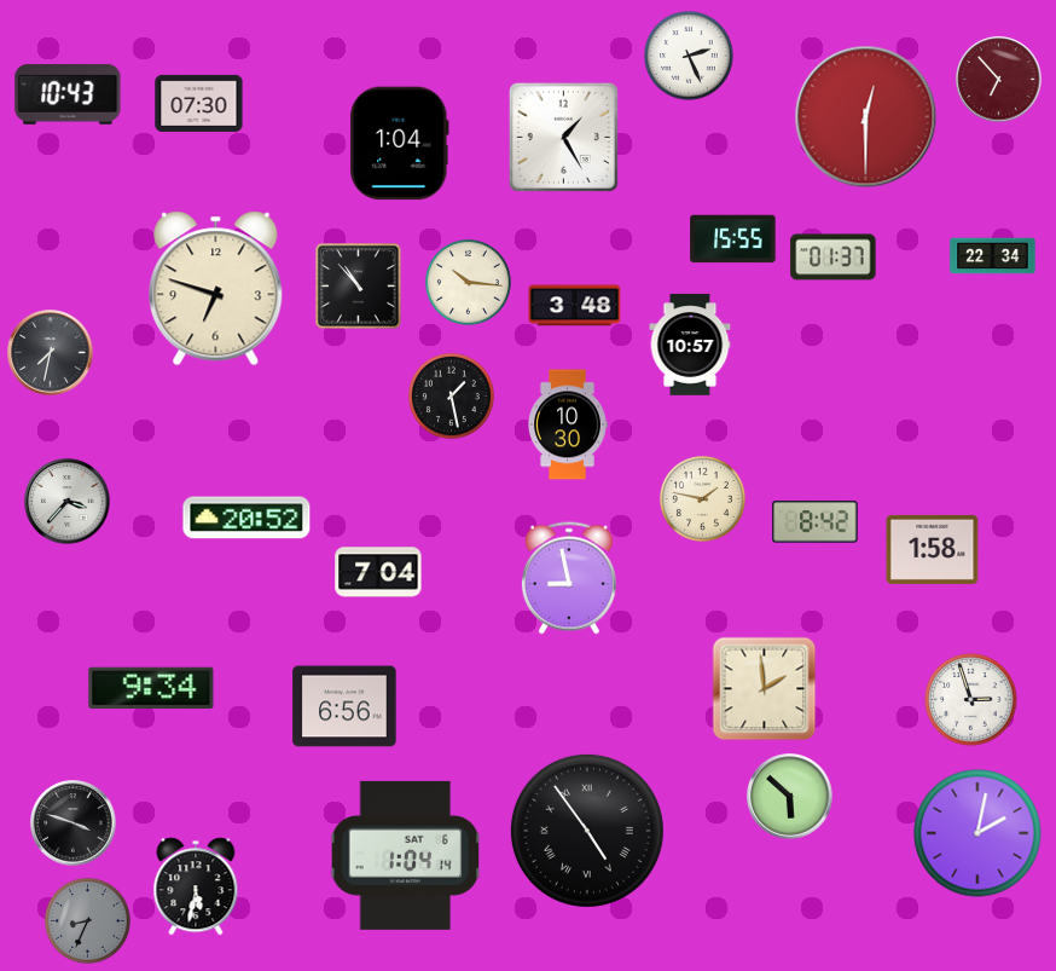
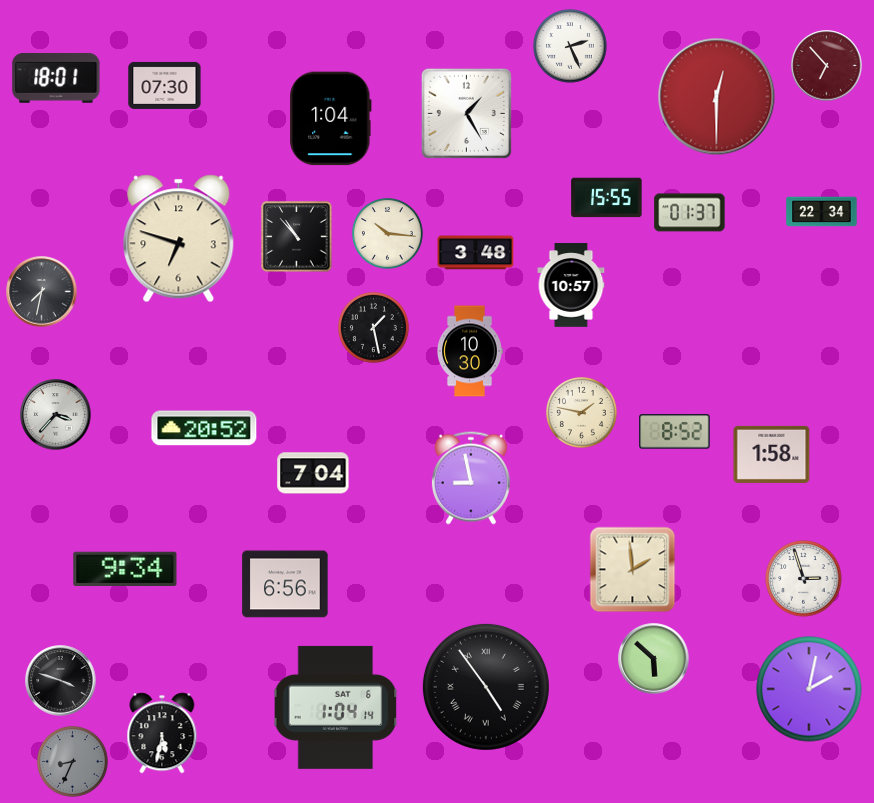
clock at (68, 94): 10:43 -> 18:01
clock at (816, 522): 8:42 -> 8:52
